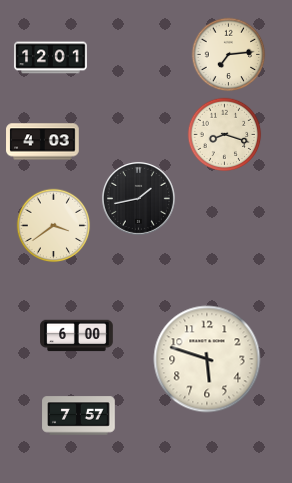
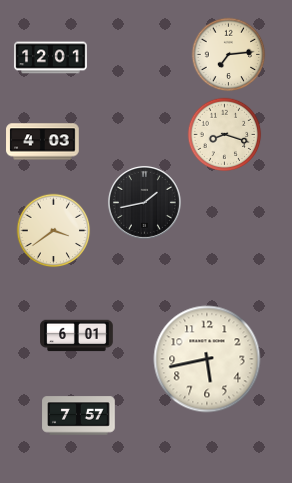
clock at (138, 198) position: (138, 198) -> (144, 202)
clock at (54, 226) position: (54, 226) -> (54, 231)
clock at (77, 336): 6:00 -> 6:01
clock at (207, 359): 5:48 -> 5:43
